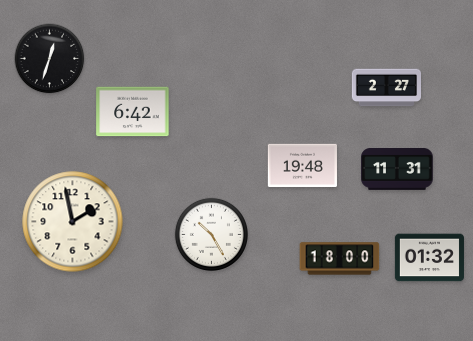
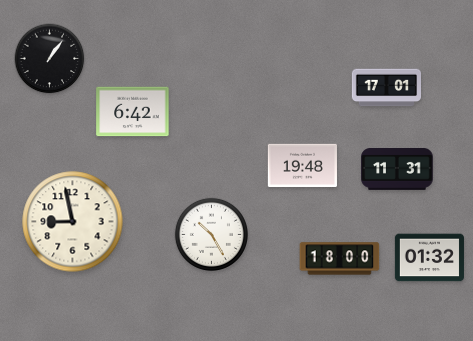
clock at (50, 59): 12:33 -> 1:06
clock at (386, 88): 2:27 -> 17:01
clock at (73, 222): 1:58 -> 8:58
